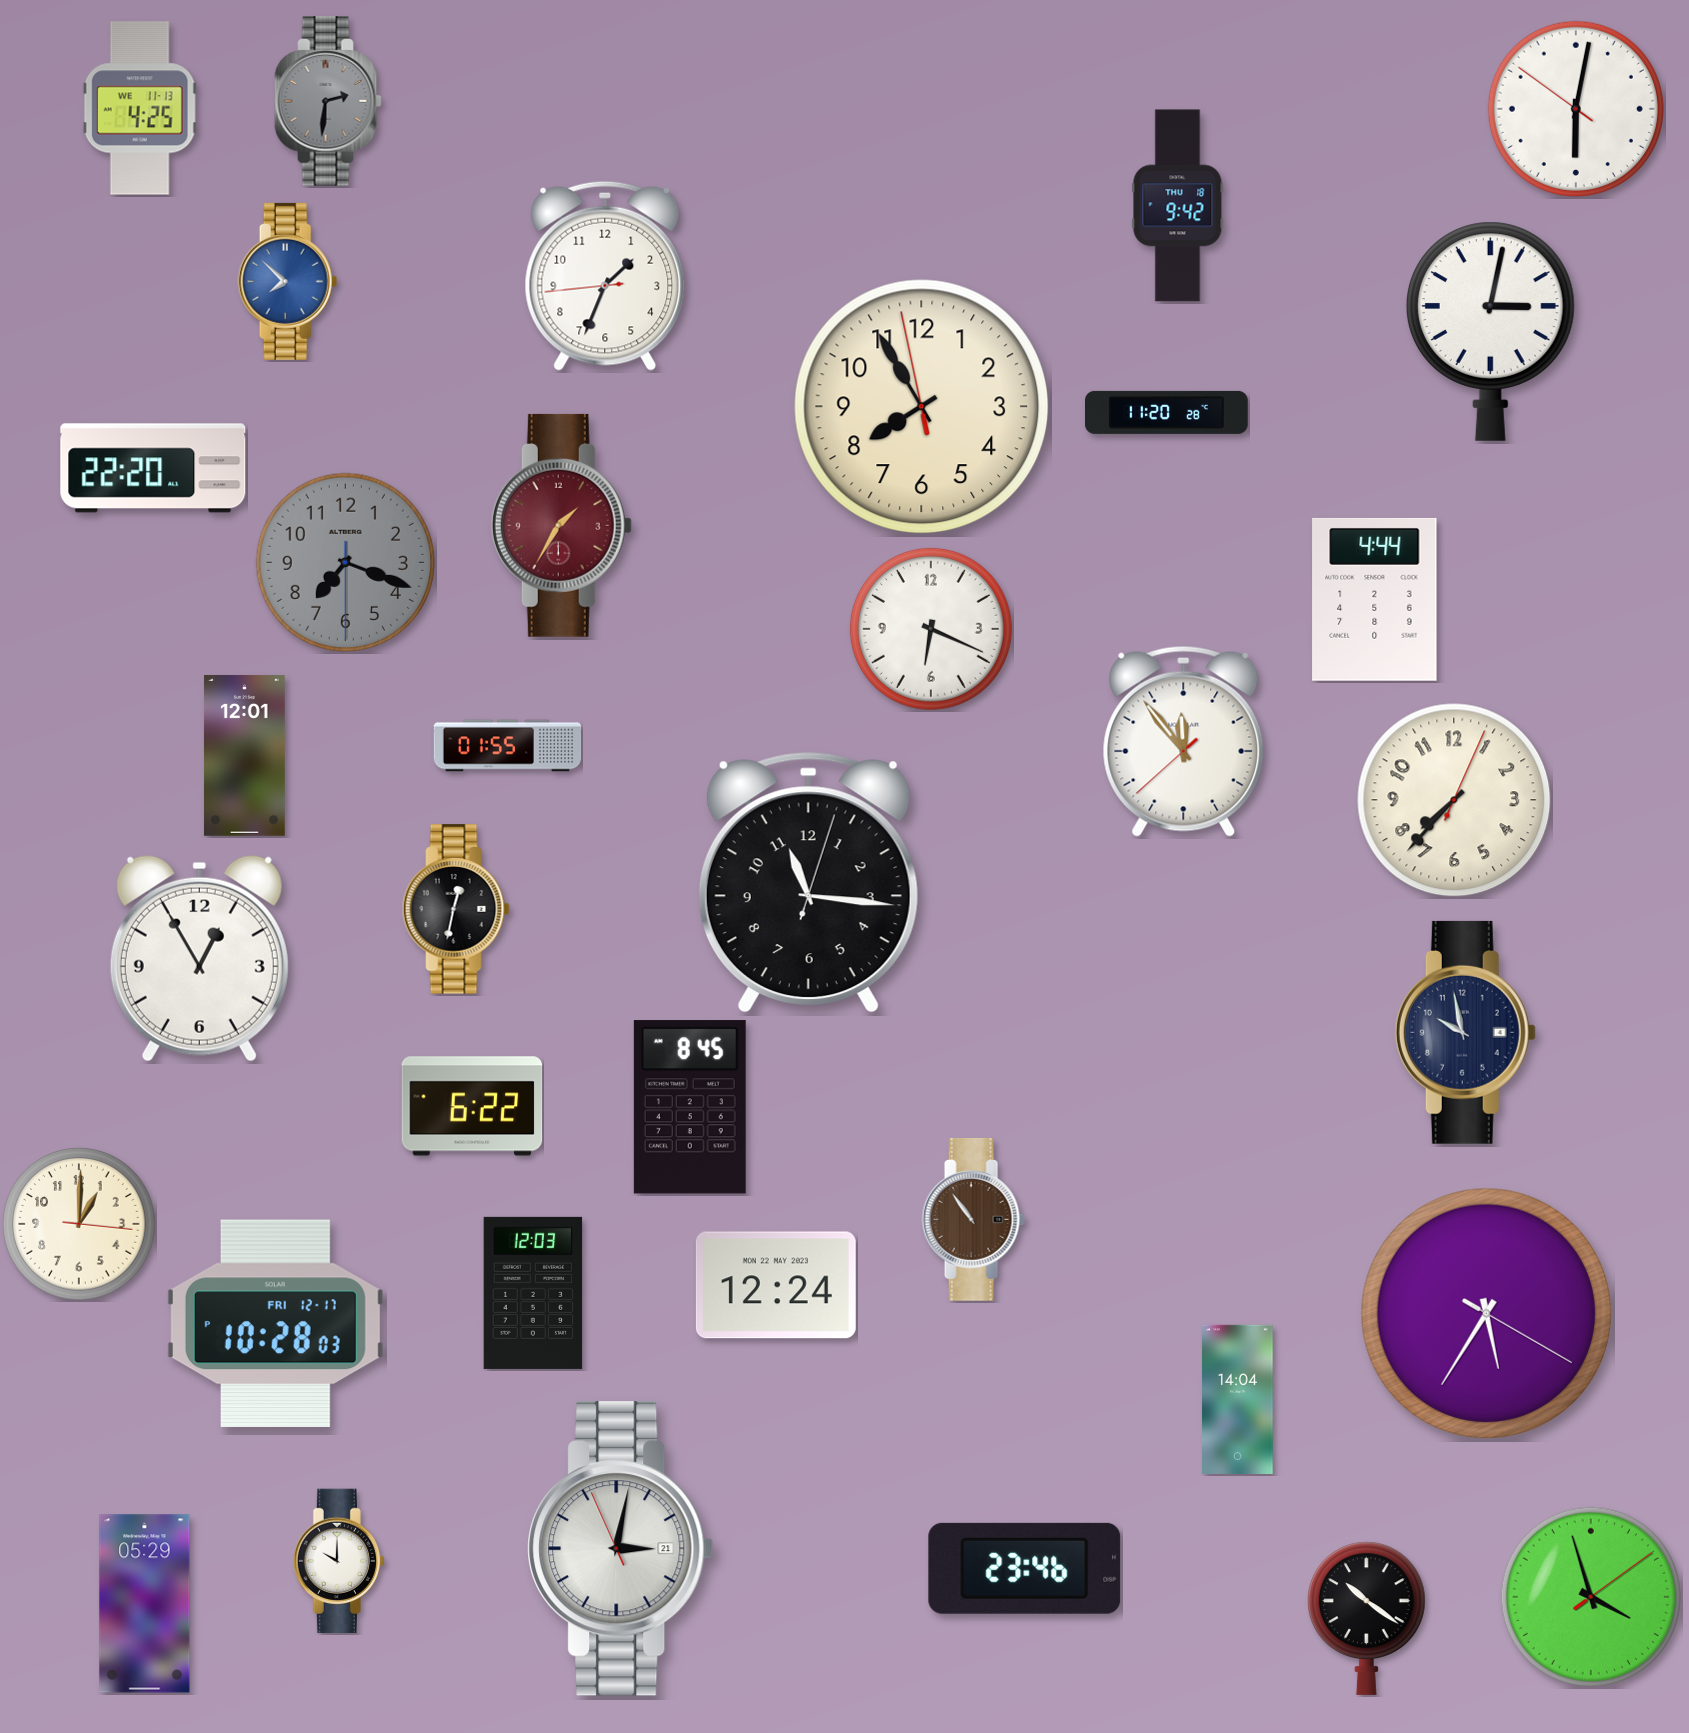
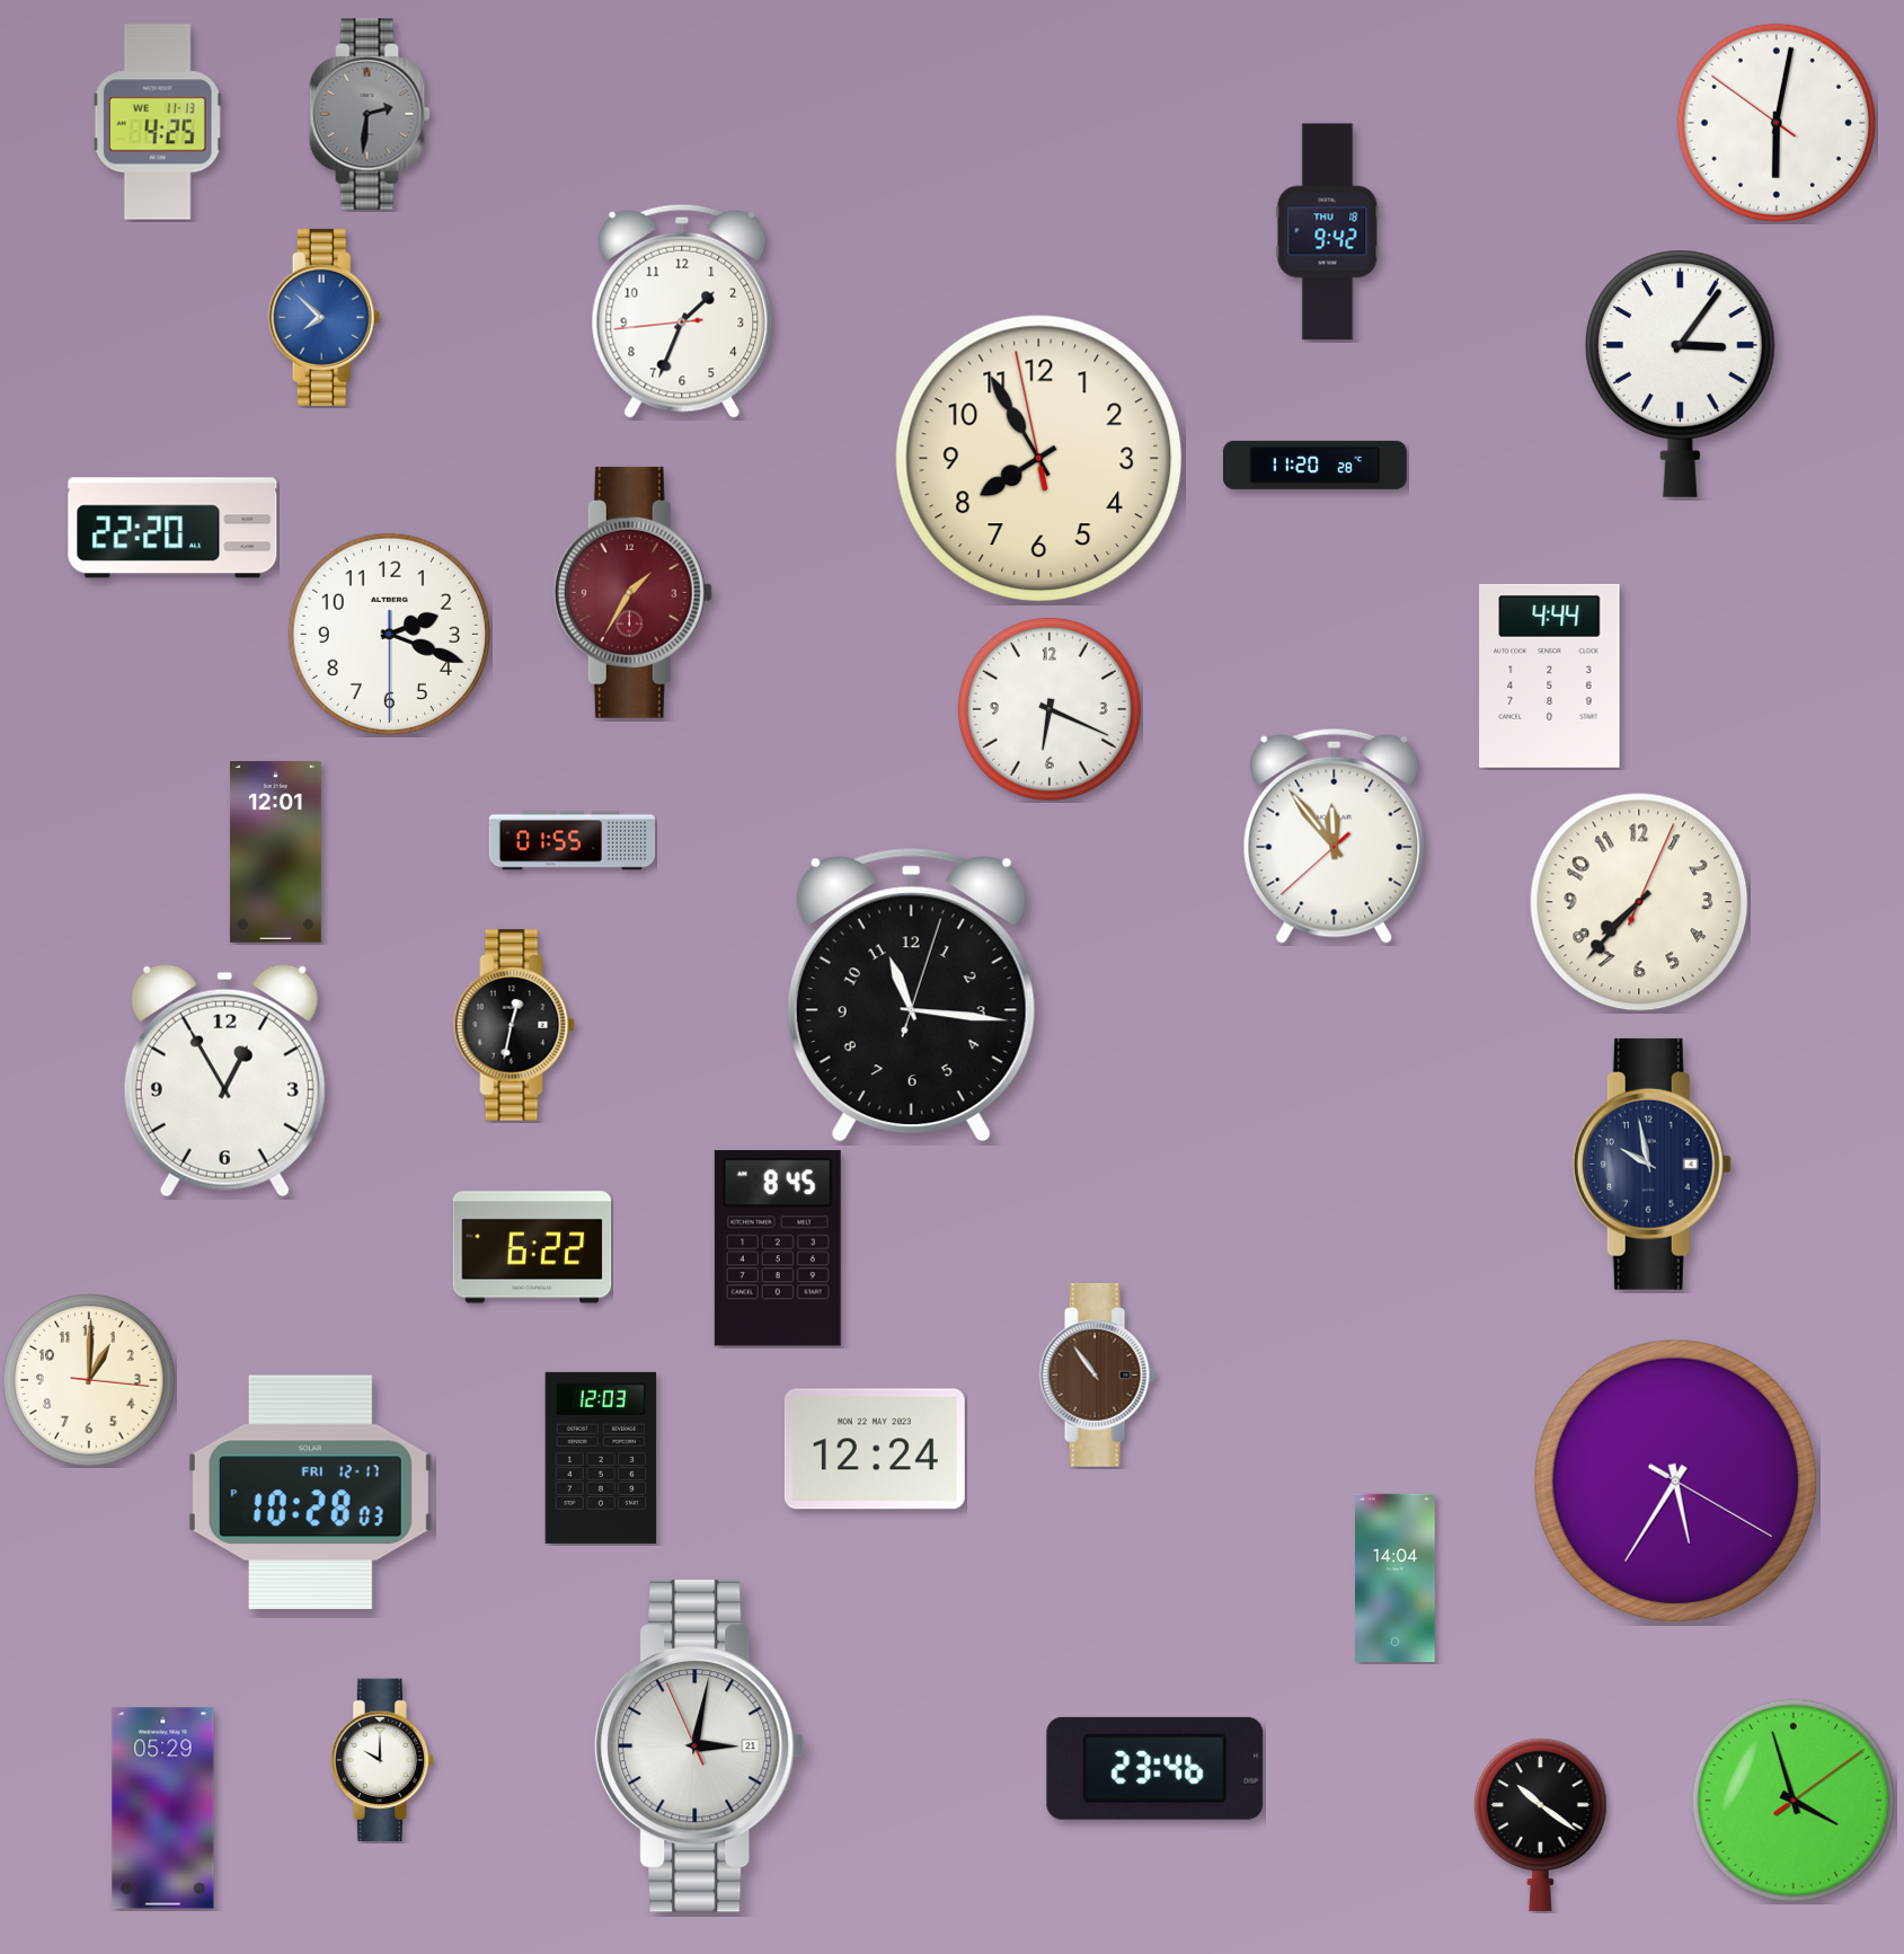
clock at (1490, 331): 3:02 -> 3:06
clock at (345, 562): 7:18 -> 2:18
clock at (345, 562) dial: grey -> white
